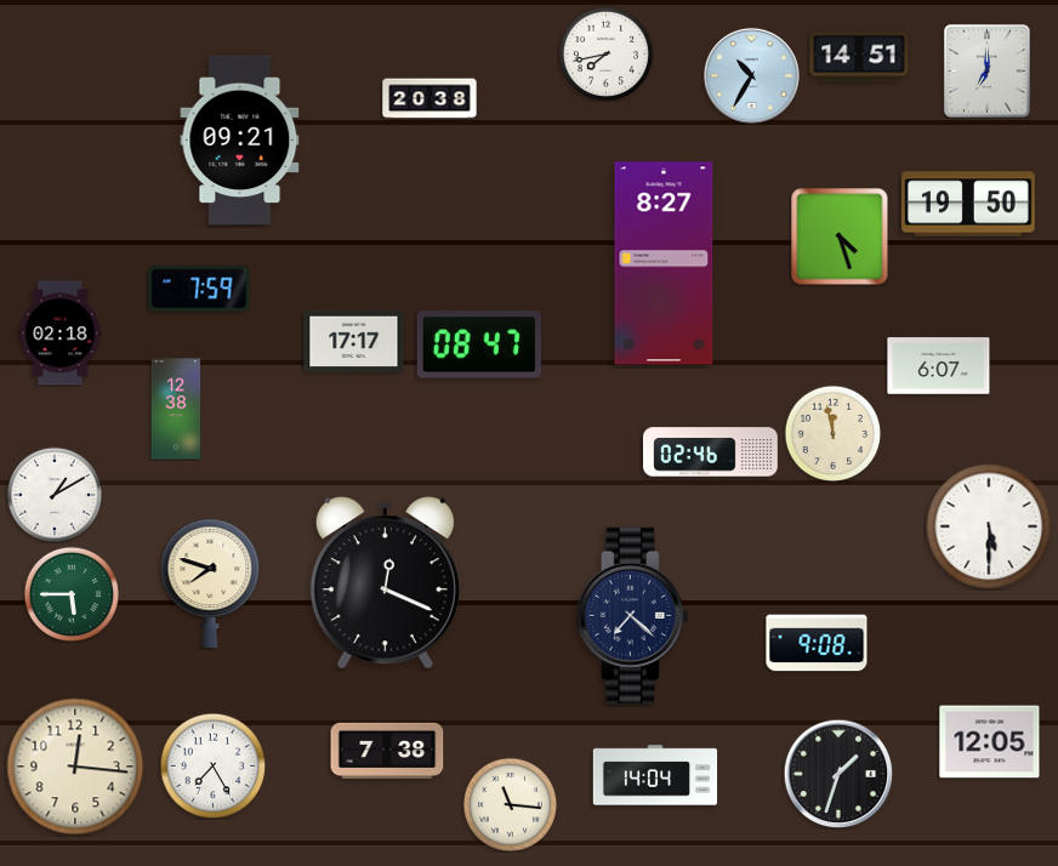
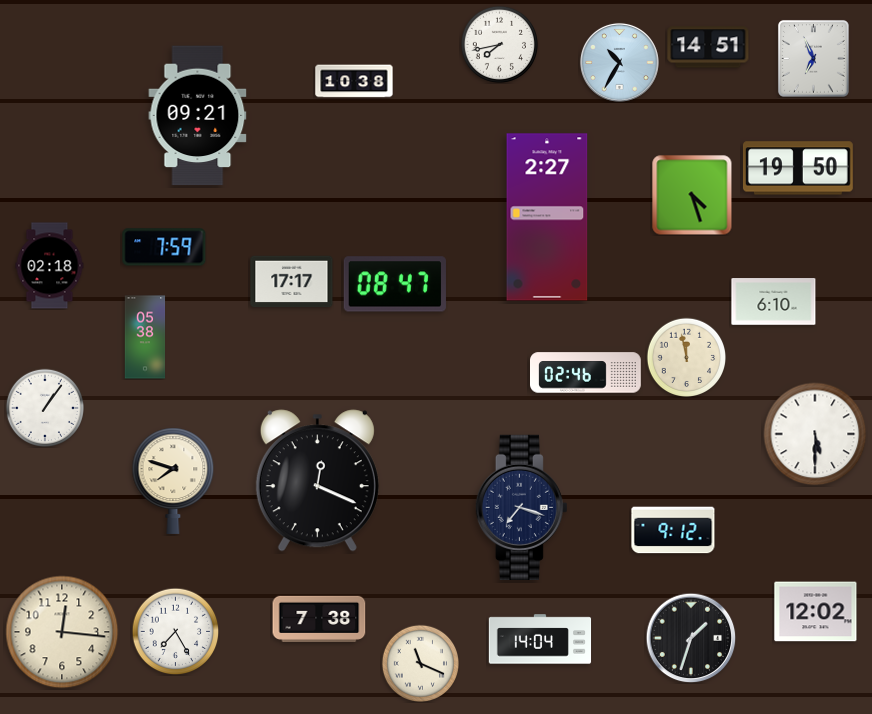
clock at (986, 70): 7:00 -> 6:56
clock at (430, 98): 20:38 -> 10:38
clock at (664, 263): 8:27 -> 2:27
clock at (199, 289) position: (199, 289) -> (164, 247)
clock at (61, 334) position: (61, 334) -> (50, 266)
clock at (939, 366): 6:07 -> 6:10
clock at (176, 409): 12:38 -> 05:38
clock at (53, 494): 1:10 -> 1:06
clock at (70, 593): 5:45 -> none
clock at (632, 615): 7:22 -> 7:18
clock at (817, 643): 9:08 -> 9:12
clock at (990, 742): 12:05 -> 12:02
clock at (510, 804): 11:16 -> 11:19
